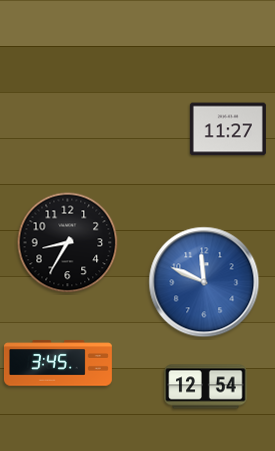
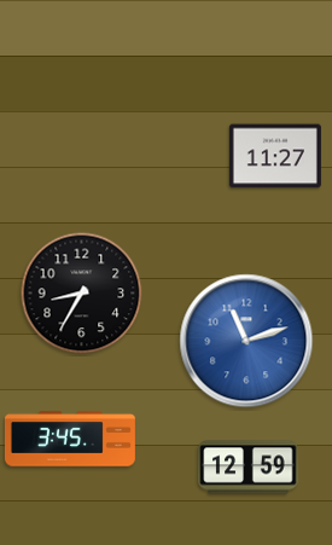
clock at (204, 282): 11:49 -> 11:12
clock at (206, 387): 12:54 -> 12:59
